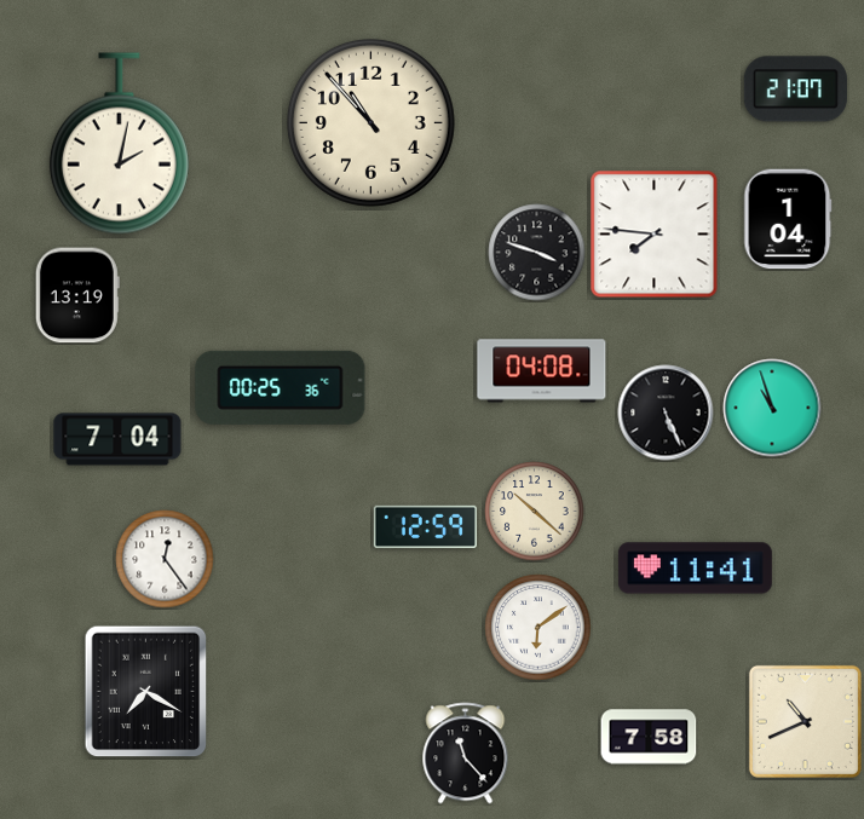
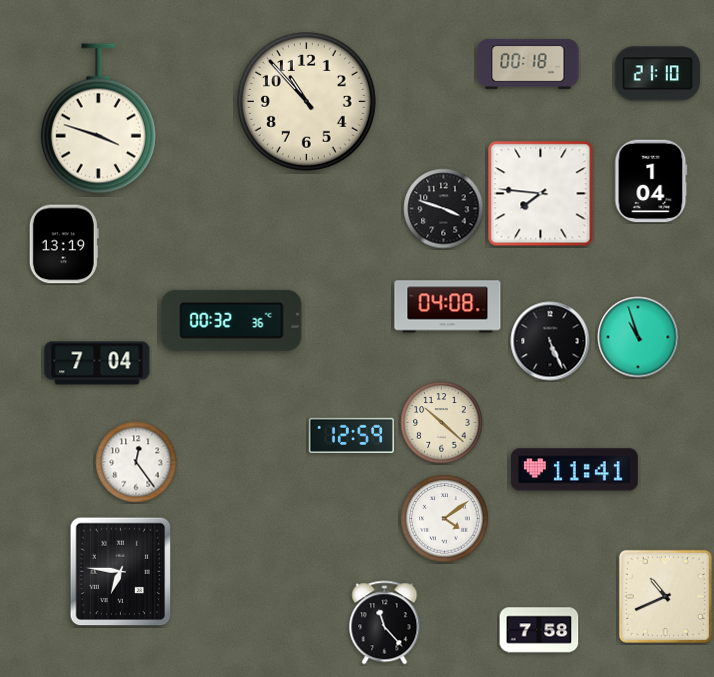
clock at (528, 64): none -> 00:18
clock at (795, 90): 21:07 -> 21:10
clock at (119, 144): 2:02 -> 3:48
clock at (281, 387): 00:25 -> 00:32
clock at (538, 628): 6:09 -> 4:09
clock at (146, 692): 7:20 -> 6:46
clock at (649, 737) position: (649, 737) -> (539, 630)
